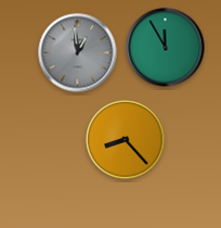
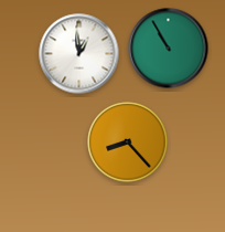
clock at (166, 48): 11:55 -> 10:55
clock at (78, 53) dial: grey -> white
